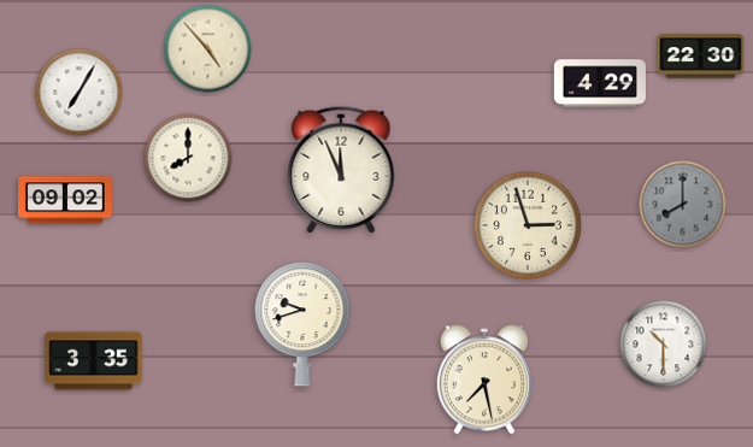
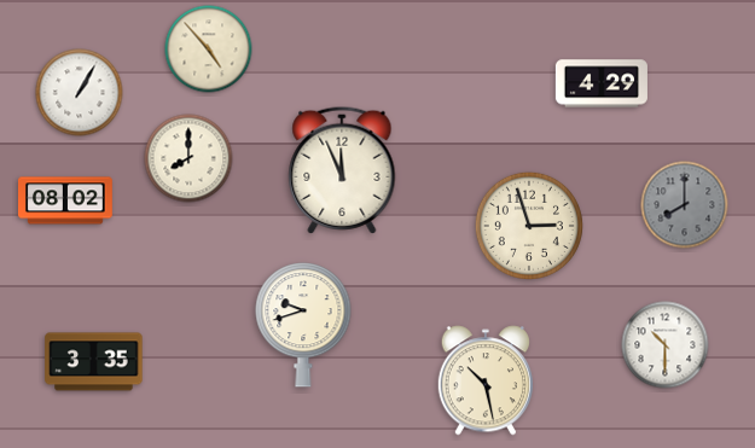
clock at (701, 57): 22:30 -> none
clock at (80, 93): 7:05 -> 1:05
clock at (66, 200): 09:02 -> 08:02
clock at (483, 380): 7:28 -> 10:28
